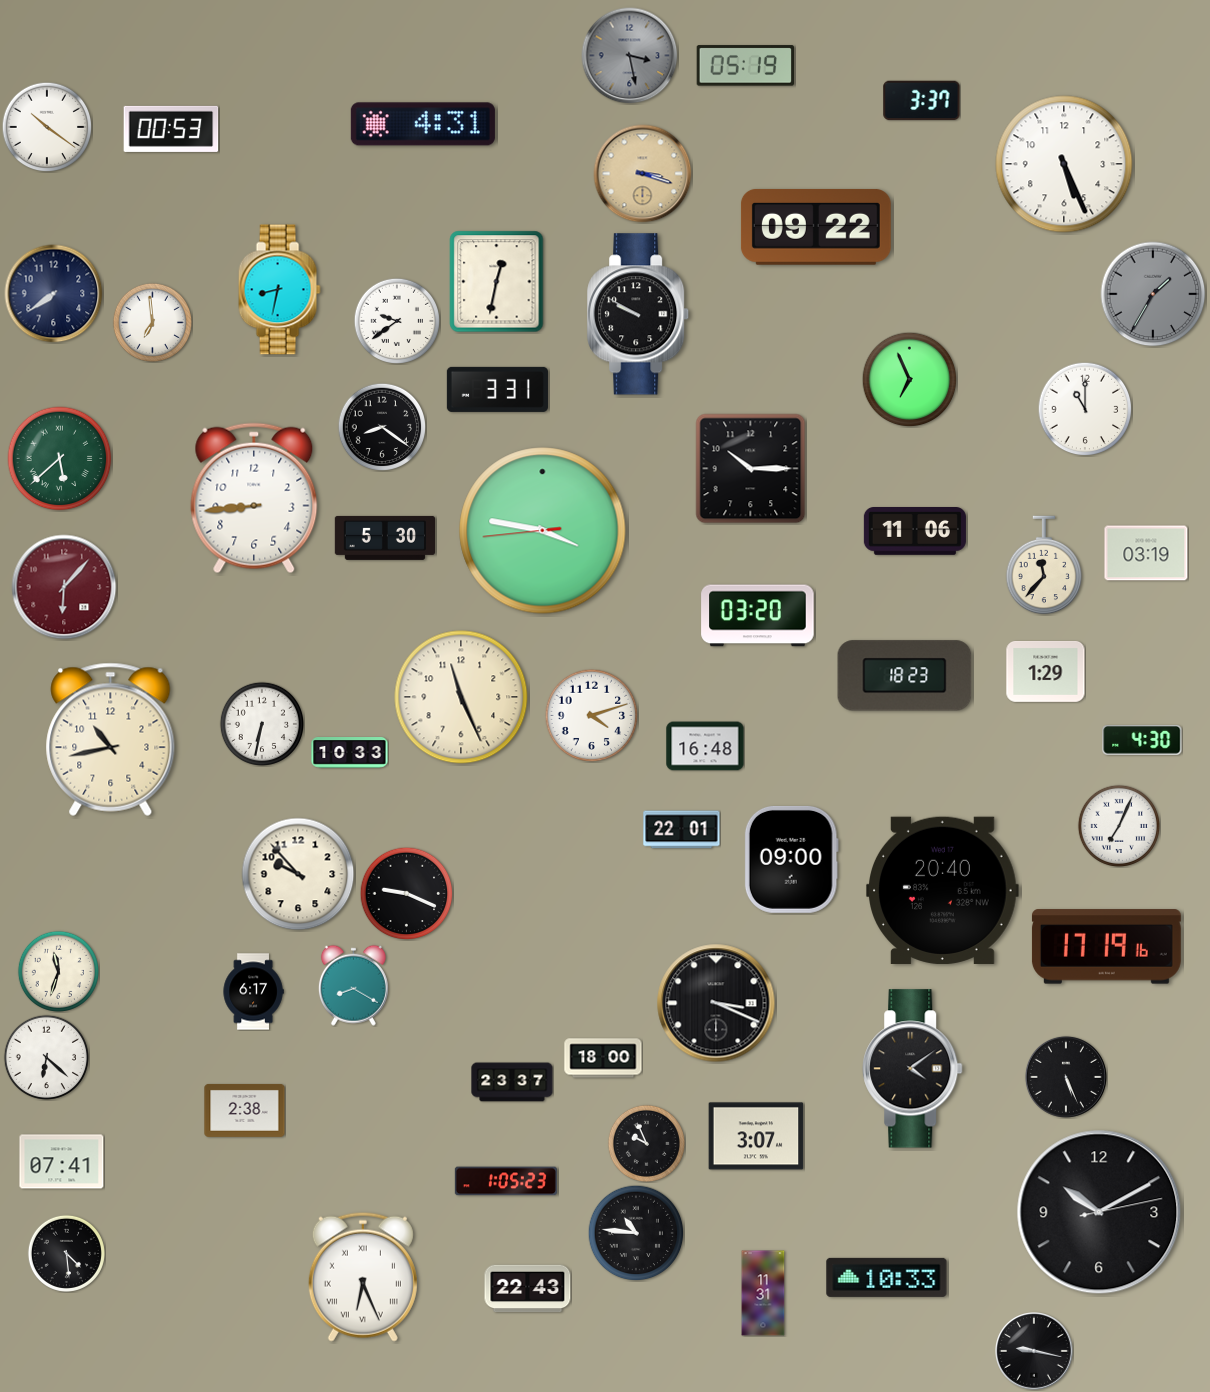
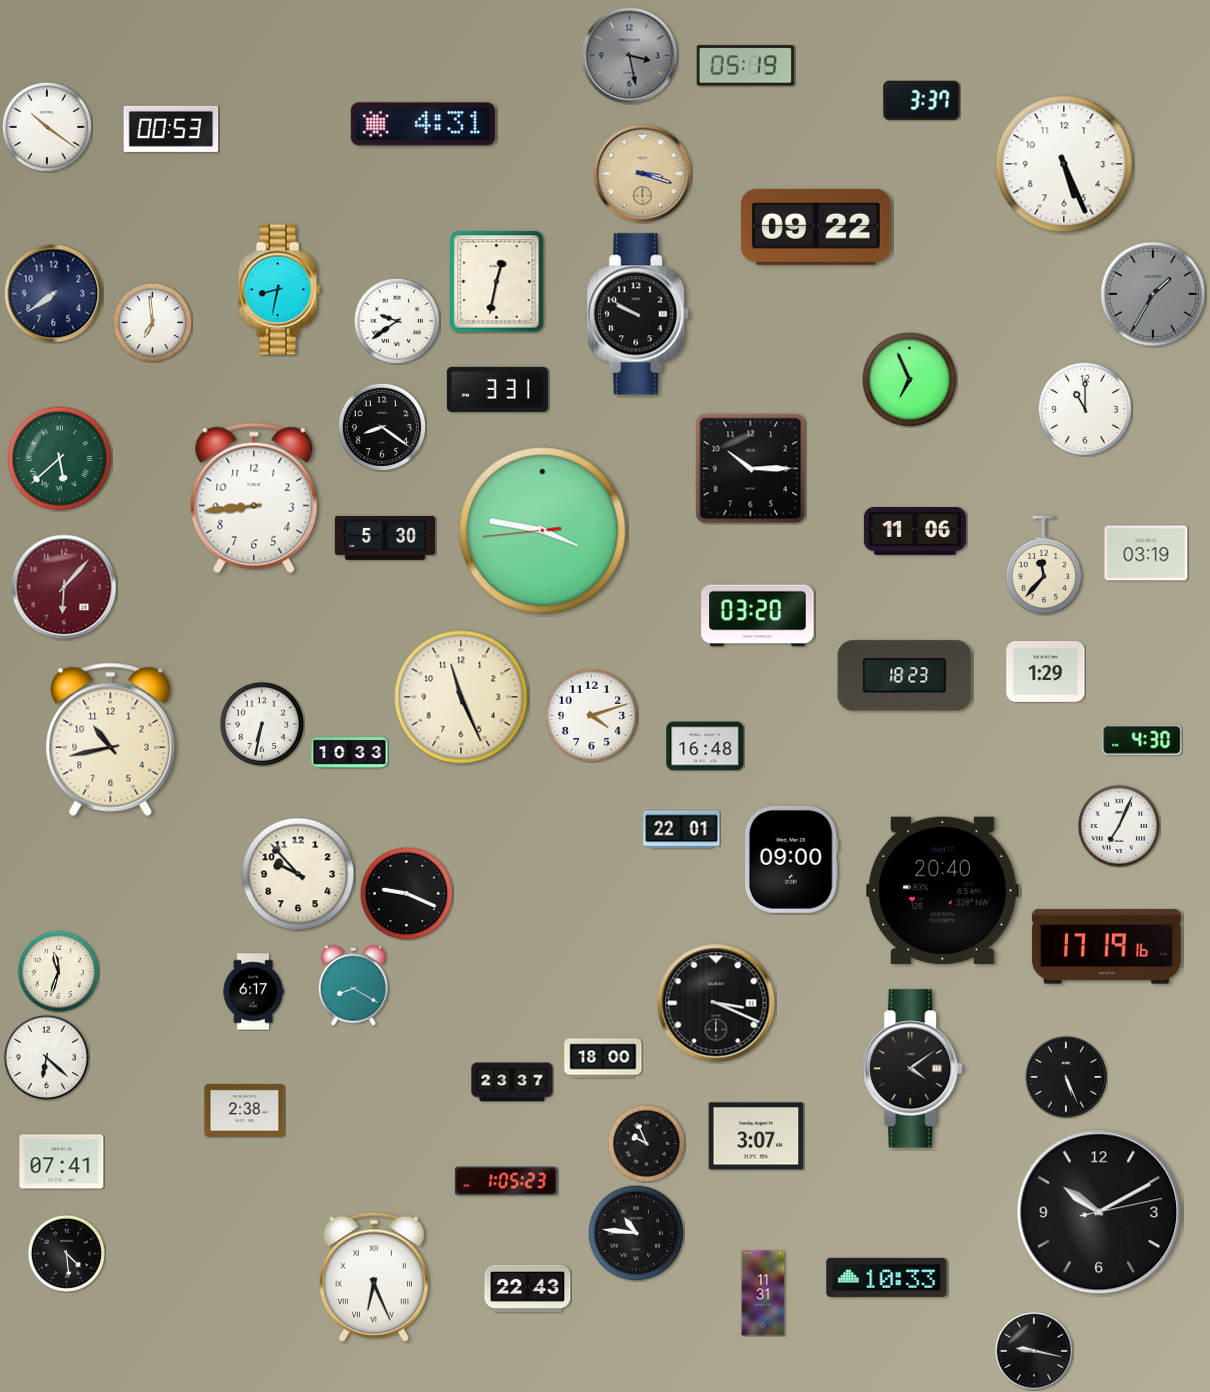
clock at (363, 1277) position: (363, 1277) -> (374, 1277)
